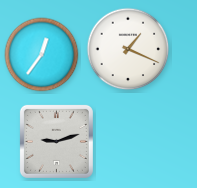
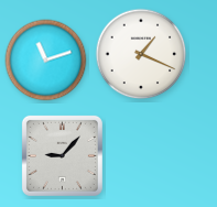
clock at (42, 55): 12:36 -> 11:12
clock at (56, 141): 9:12 -> 9:07
